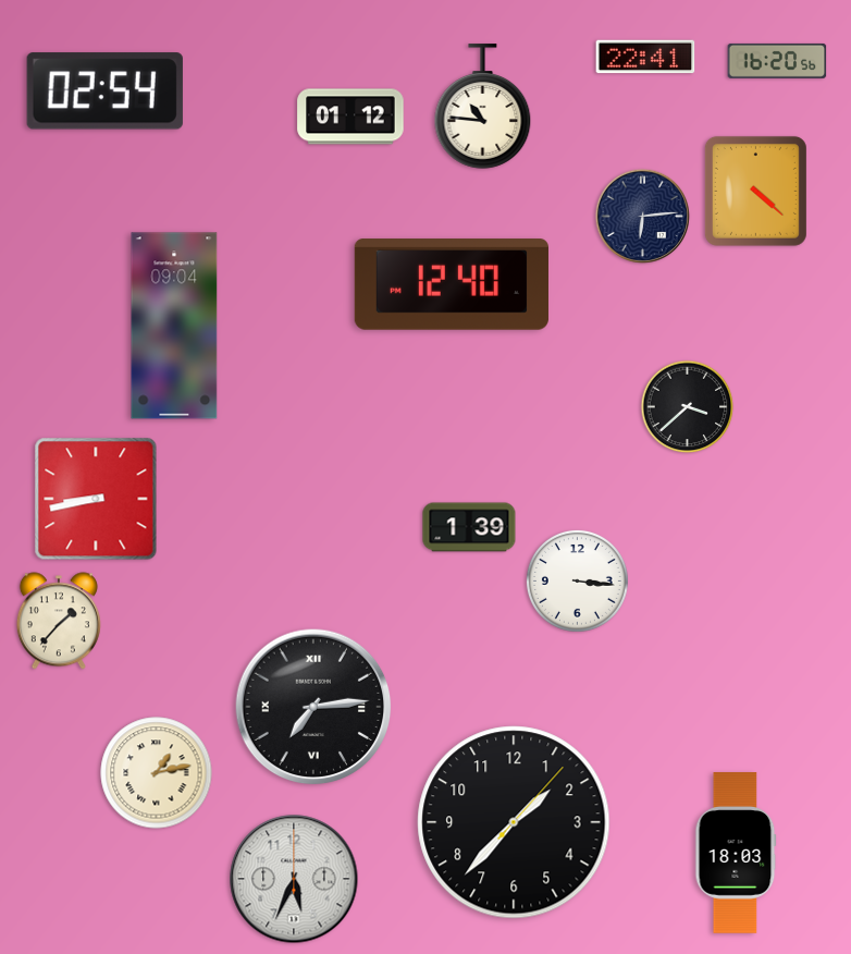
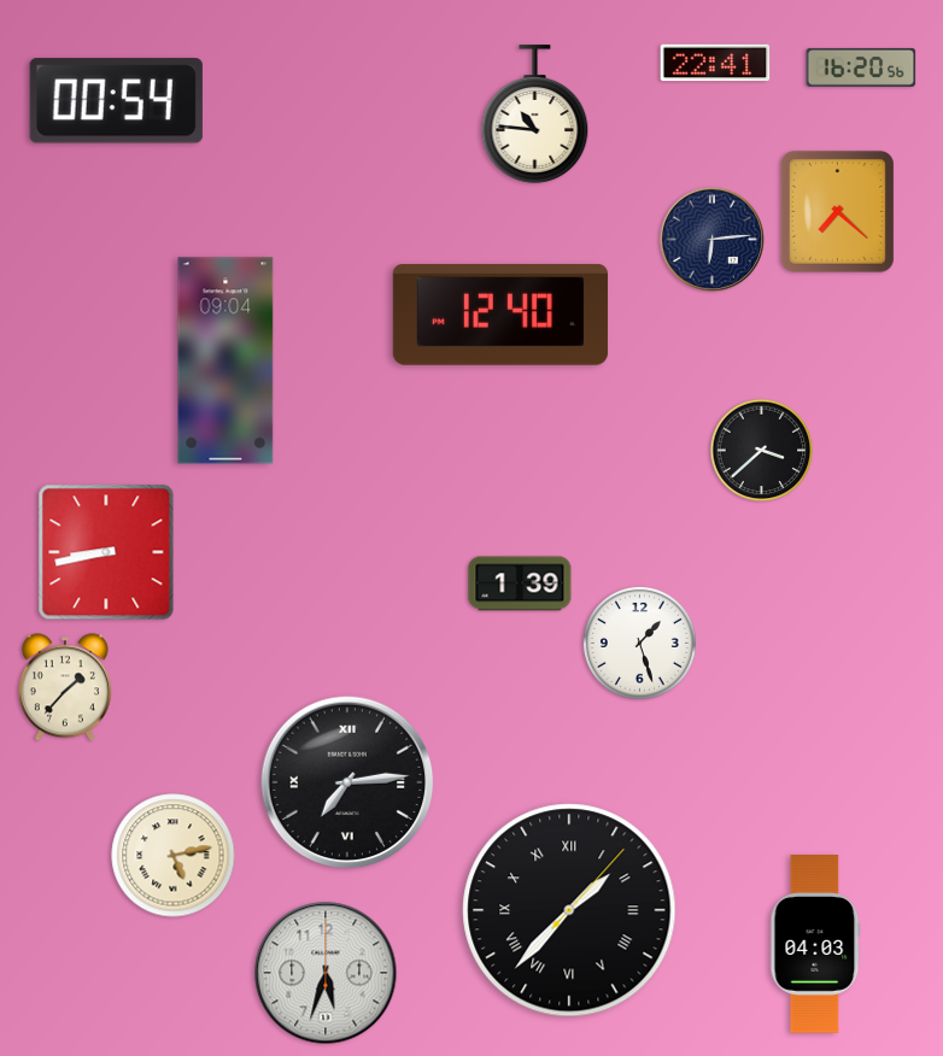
clock at (104, 91): 02:54 -> 00:54
clock at (483, 107) position: (483, 107) -> (535, 115)
clock at (350, 117): 01:12 -> none
clock at (755, 191): 4:22 -> 7:22
clock at (174, 326) position: (174, 326) -> (225, 360)
clock at (577, 580): 3:16 -> 1:27
clock at (157, 773): 1:13 -> 5:13
clock at (514, 822) numerals: Arabic -> Roman
clock at (736, 853): 18:03 -> 04:03
clock at (294, 879): 5:34 -> 5:33
